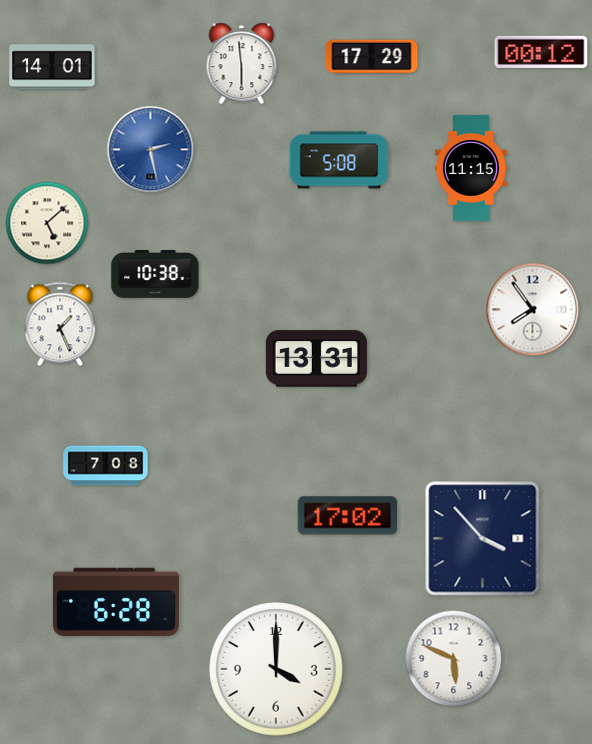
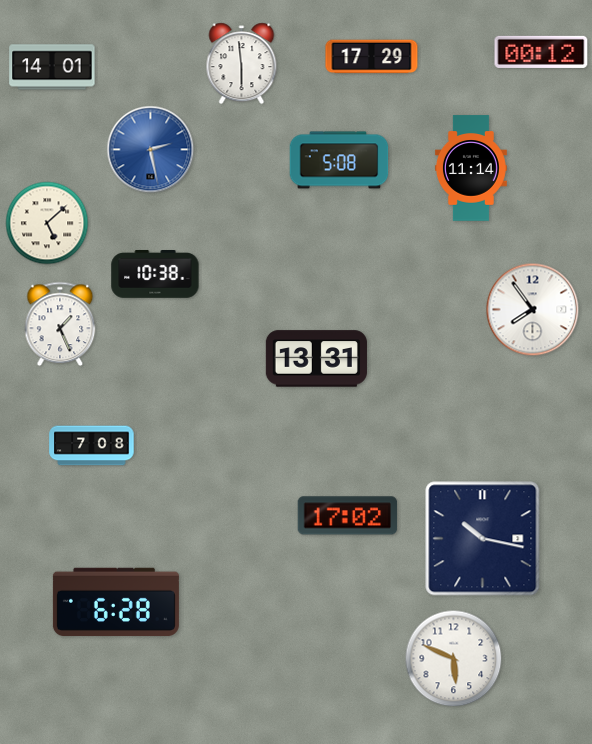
clock at (471, 168): 11:15 -> 11:14
clock at (106, 466) position: (106, 466) -> (92, 446)
clock at (483, 539): 3:53 -> 10:17
clock at (276, 669): 4:00 -> none
